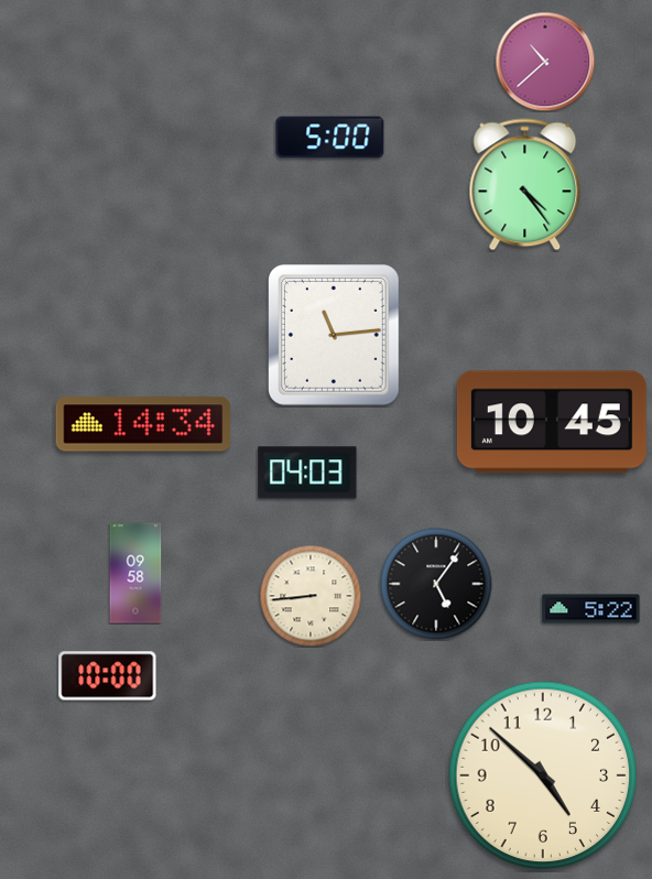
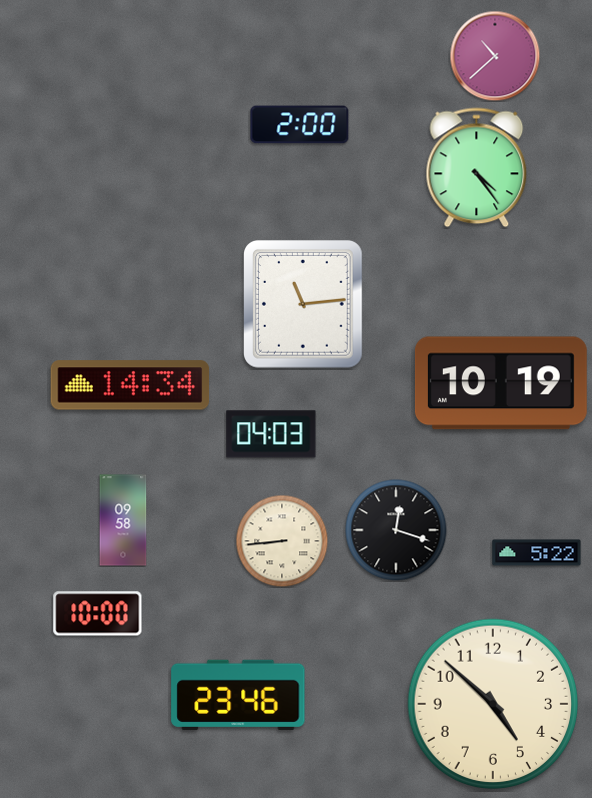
clock at (330, 138): 5:00 -> 2:00
clock at (552, 422): 10:45 -> 10:19
clock at (307, 473) position: (307, 473) -> (271, 434)
clock at (436, 584): 5:06 -> 12:18
clock at (238, 695): none -> 23:46
